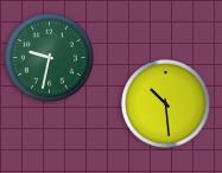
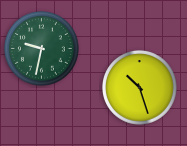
clock at (166, 104): 10:29 -> 10:27
